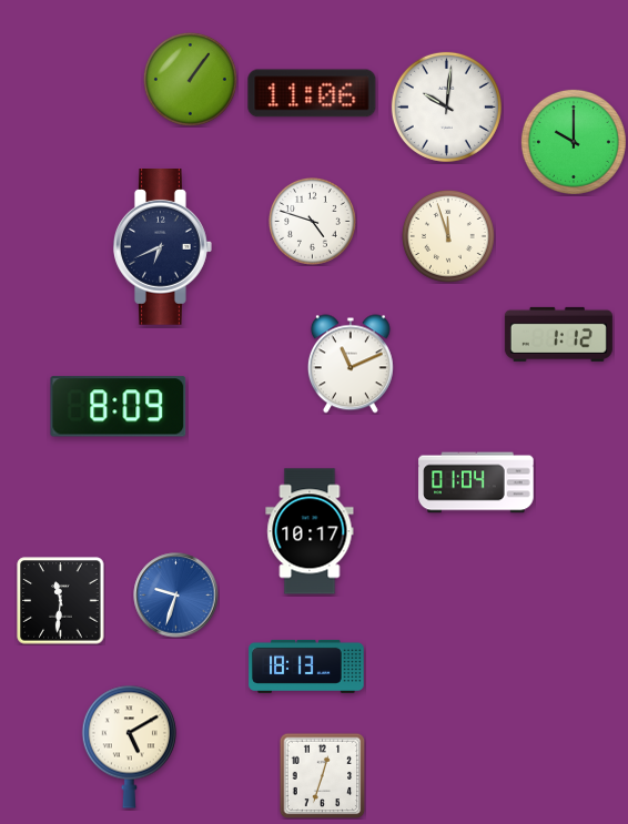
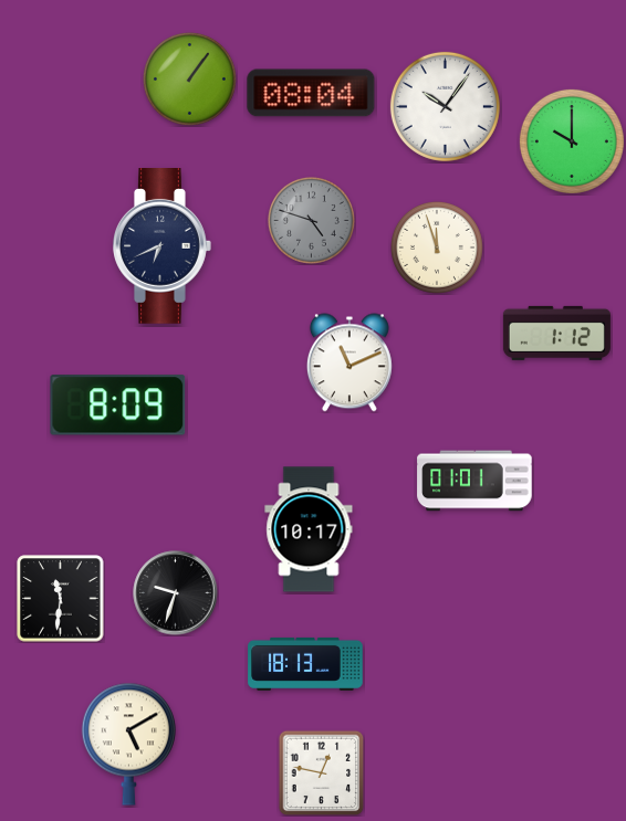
clock at (312, 93): 11:06 -> 08:04
clock at (446, 106): 10:01 -> 10:06
clock at (313, 222) dial: white -> grey
clock at (448, 236) position: (448, 236) -> (437, 248)
clock at (476, 482): 01:04 -> 01:01
clock at (176, 596) dial: blue -> black
clock at (322, 775): 12:33 -> 12:47
